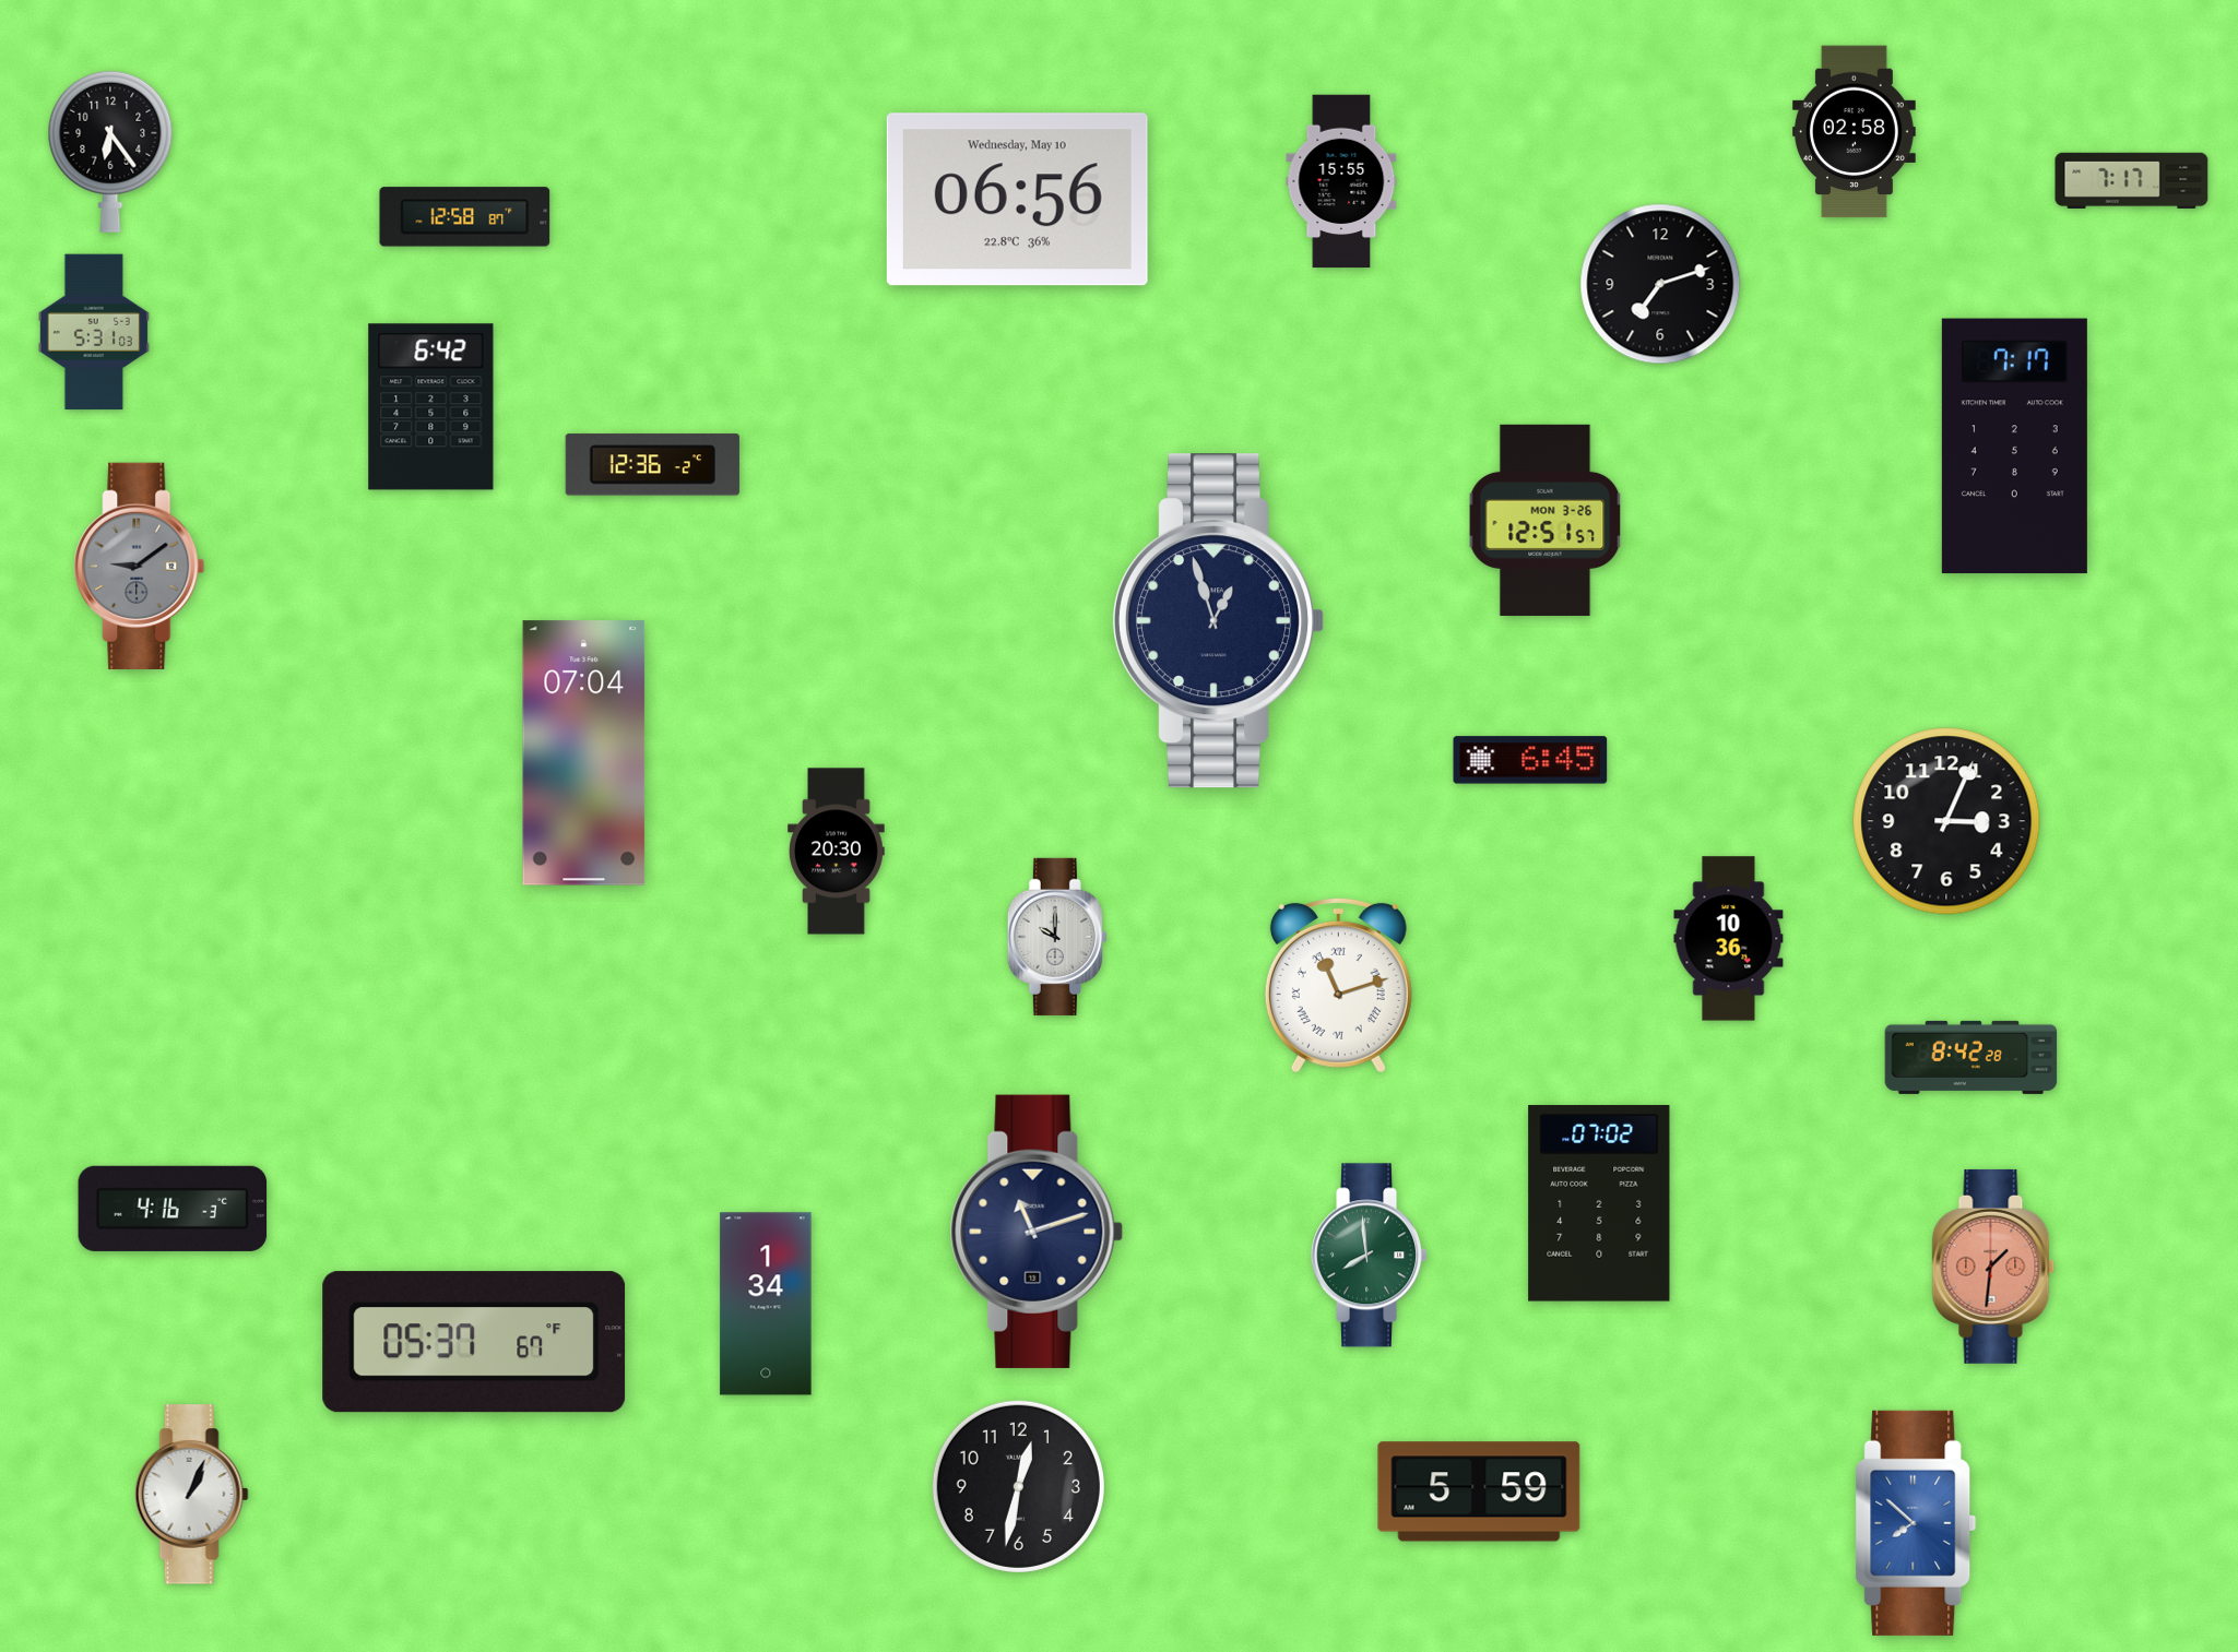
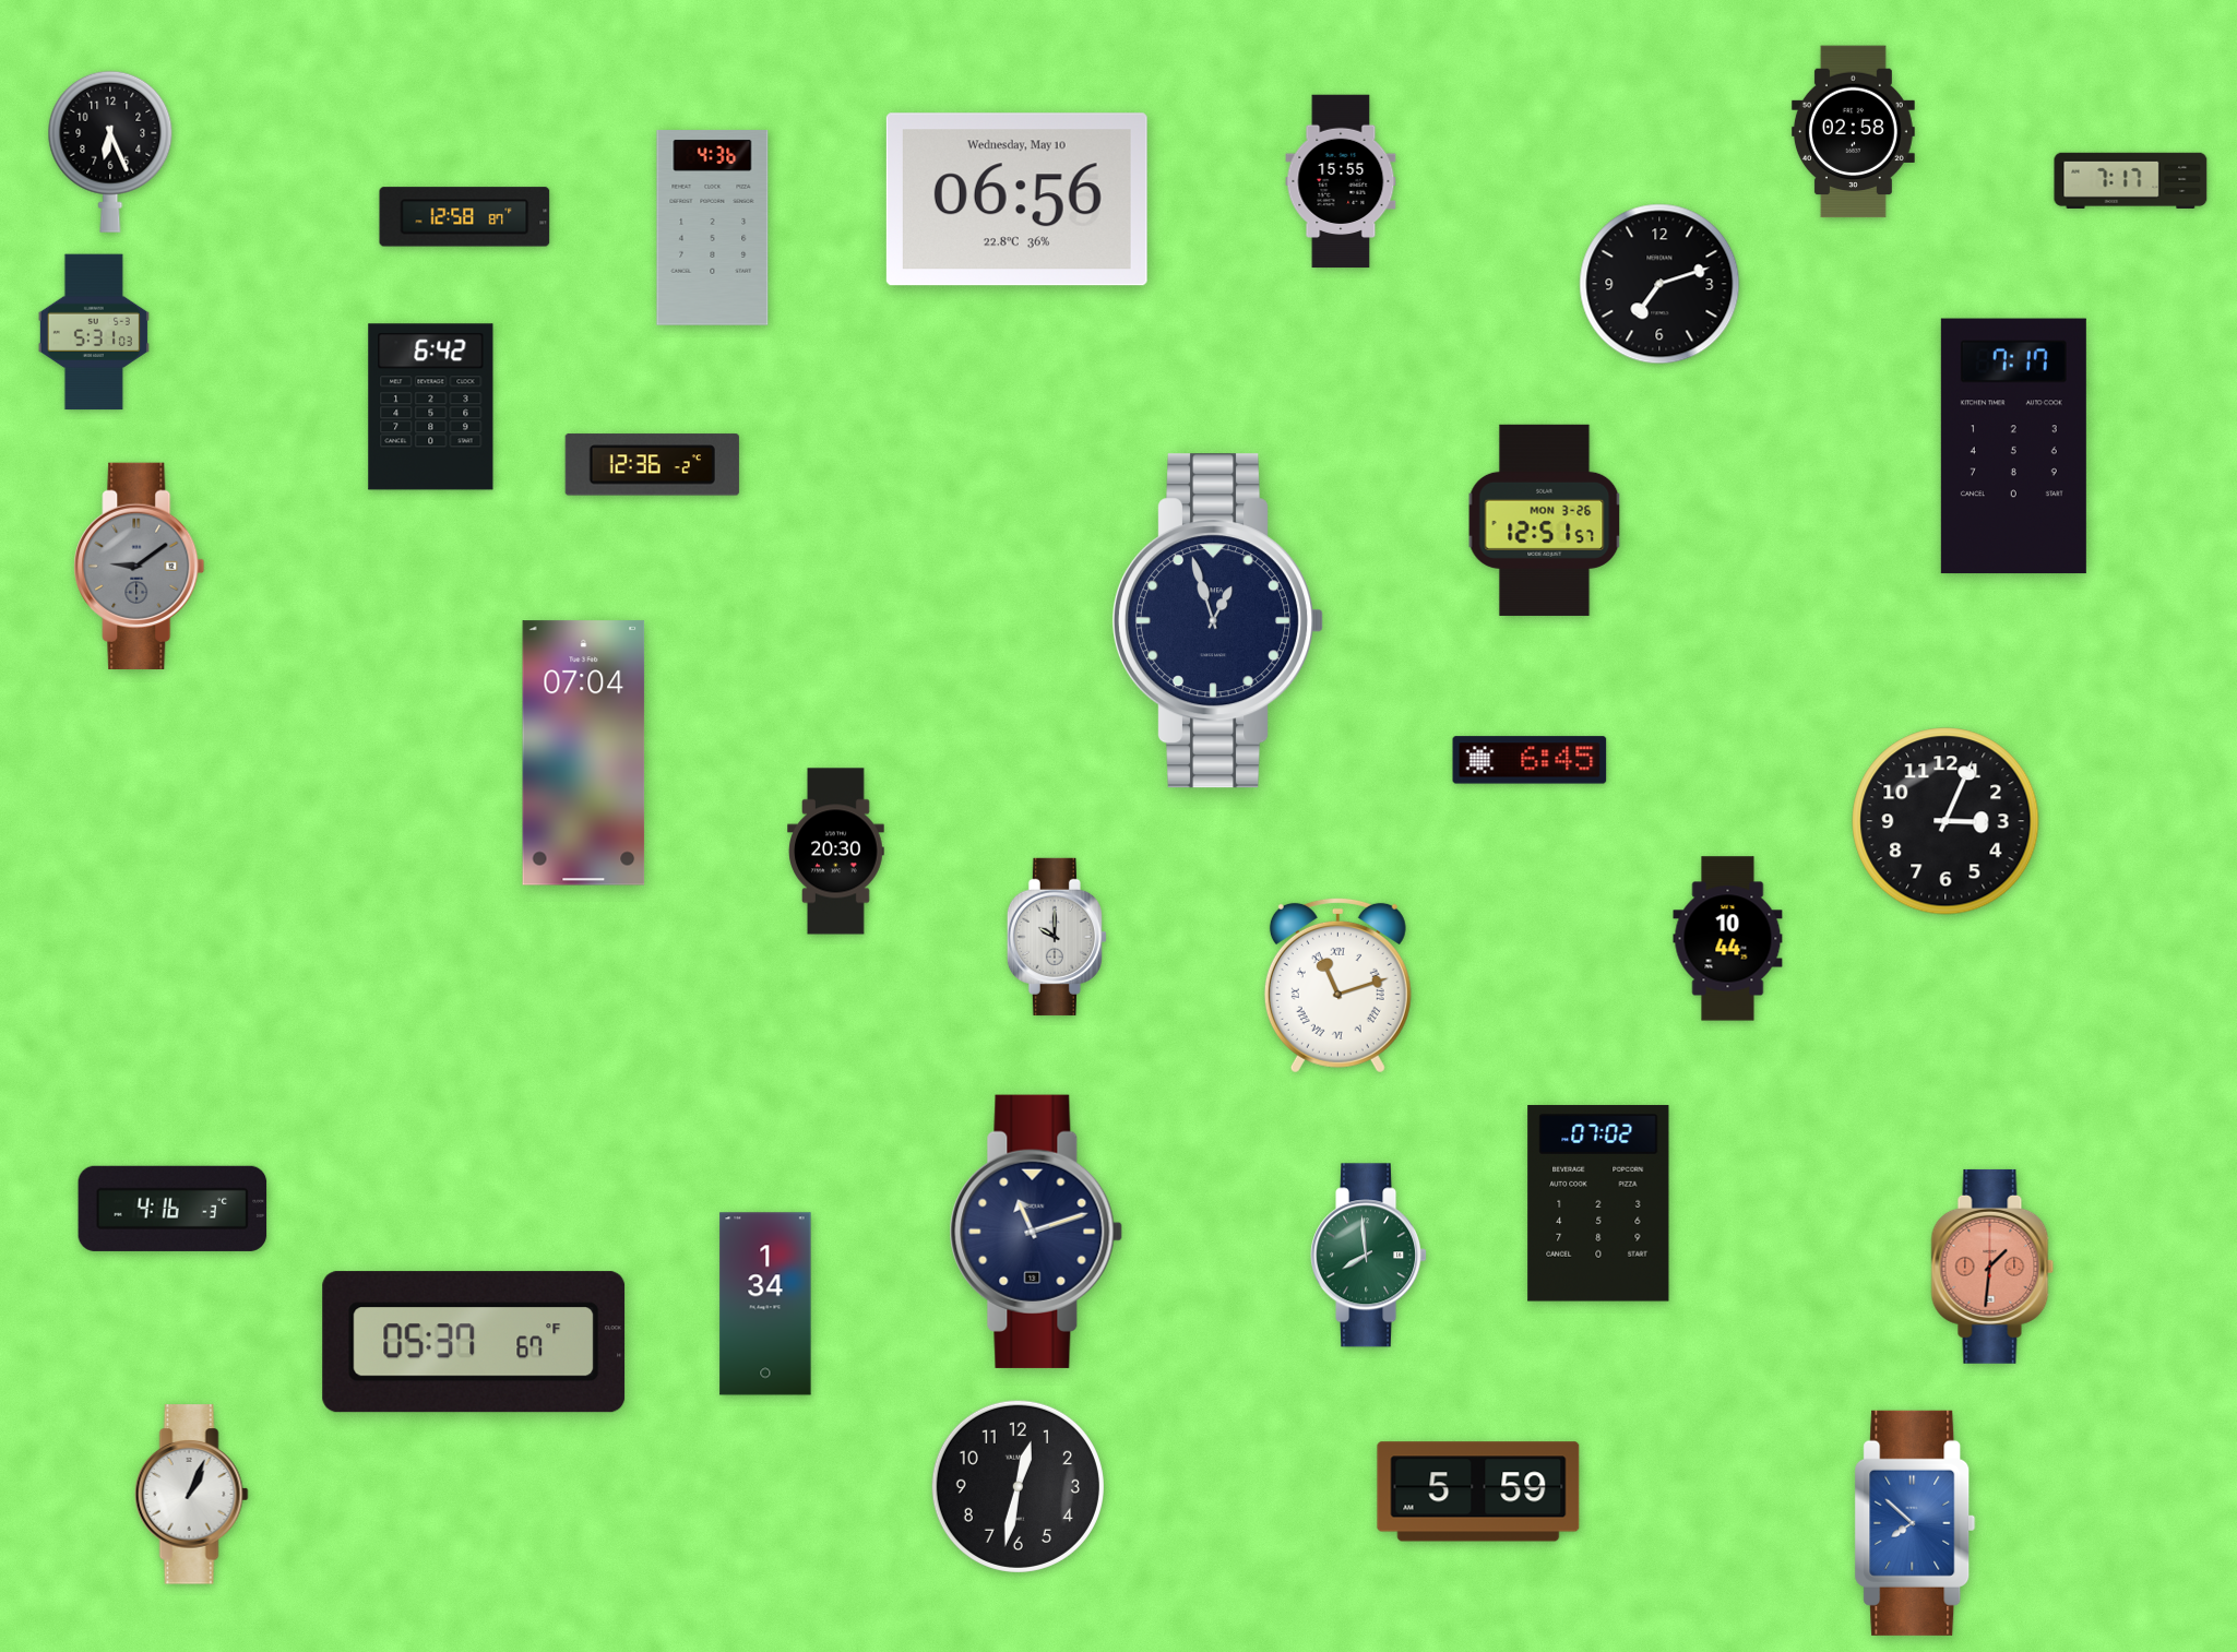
clock at (110, 152): 6:24 -> 6:26
clock at (713, 228): none -> 4:36
clock at (1729, 939): 10:36 -> 10:44
clock at (1971, 1057): 8:42 -> none
